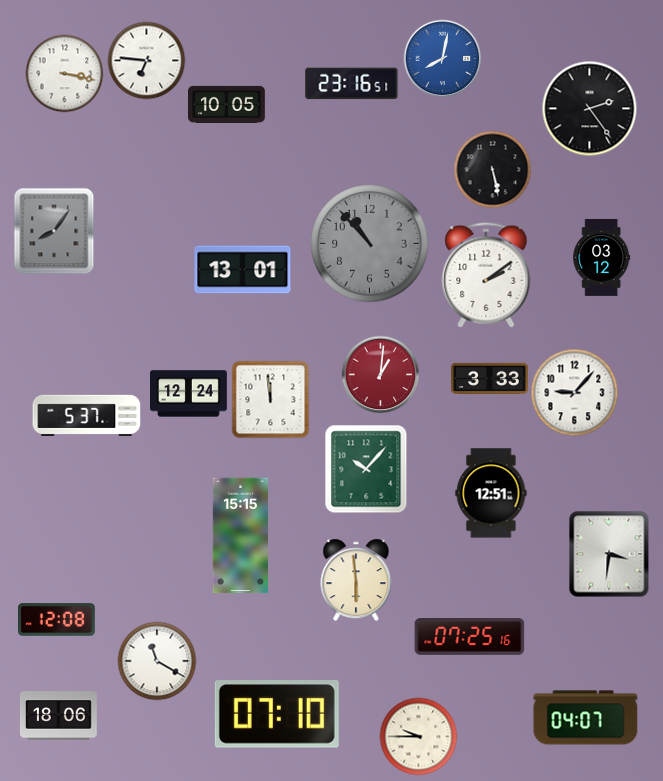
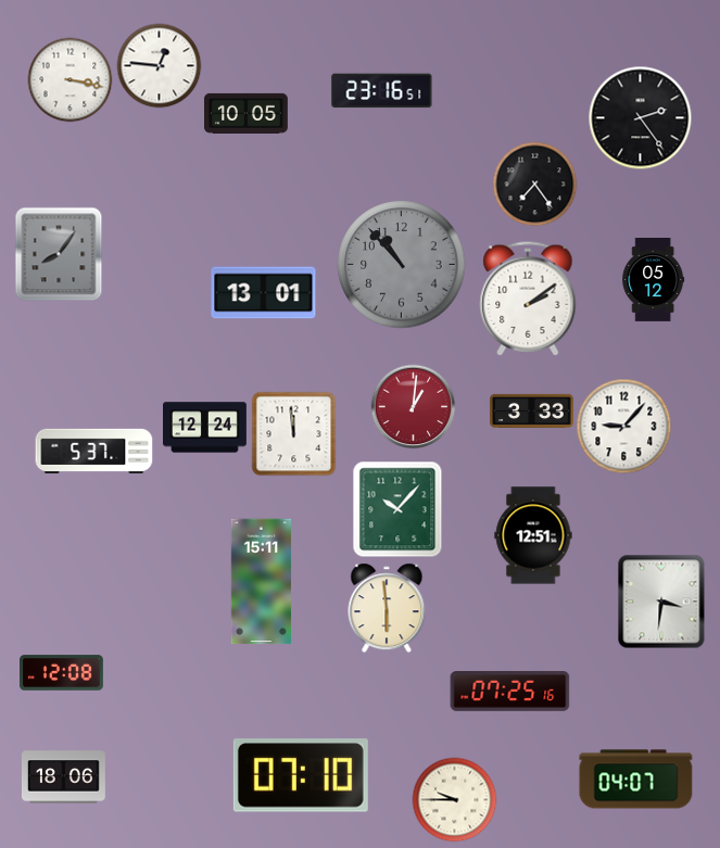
clock at (442, 58): 8:02 -> none
clock at (146, 60): 6:46 -> 12:46
clock at (492, 169): 5:28 -> 7:24
clock at (54, 231) position: (54, 231) -> (59, 254)
clock at (602, 258): 03:12 -> 05:12
clock at (240, 536): 15:15 -> 15:11
clock at (356, 580) position: (356, 580) -> (387, 608)
clock at (157, 661): 11:20 -> none
